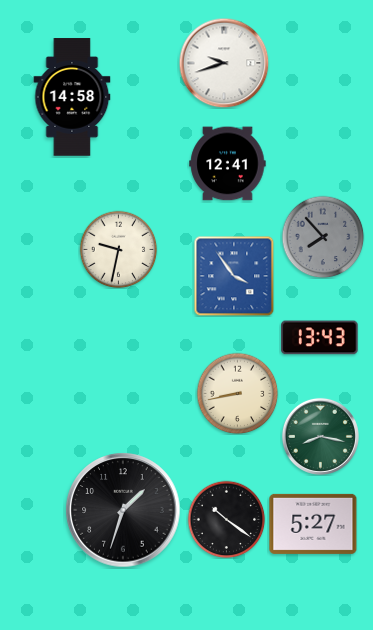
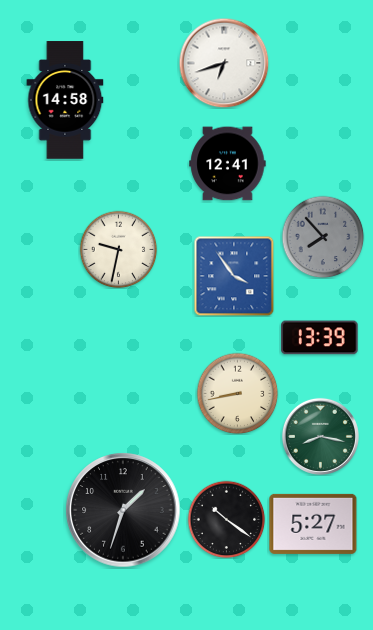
clock at (224, 63): 9:42 -> 6:42
clock at (72, 97) position: (72, 97) -> (65, 100)
clock at (320, 338): 13:43 -> 13:39
